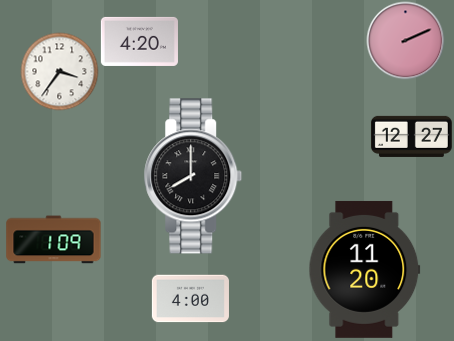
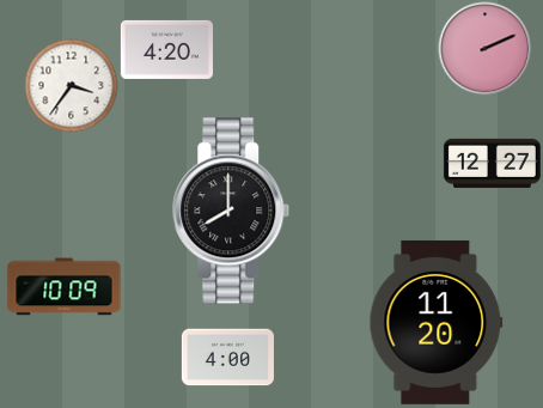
clock at (54, 240): 1:09 -> 10:09
